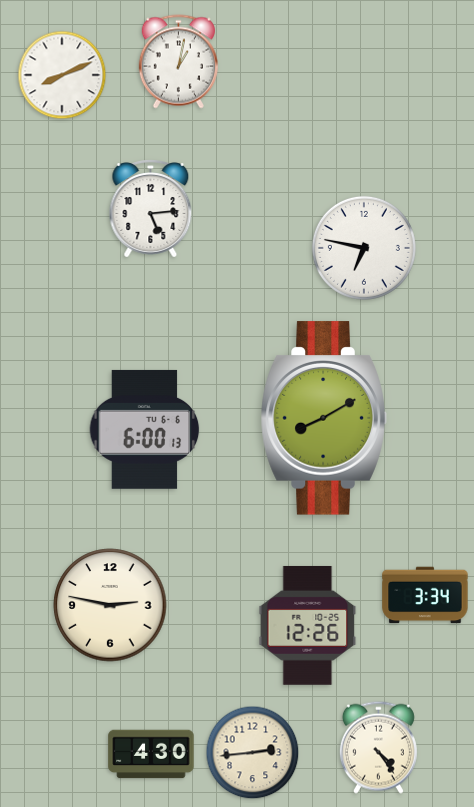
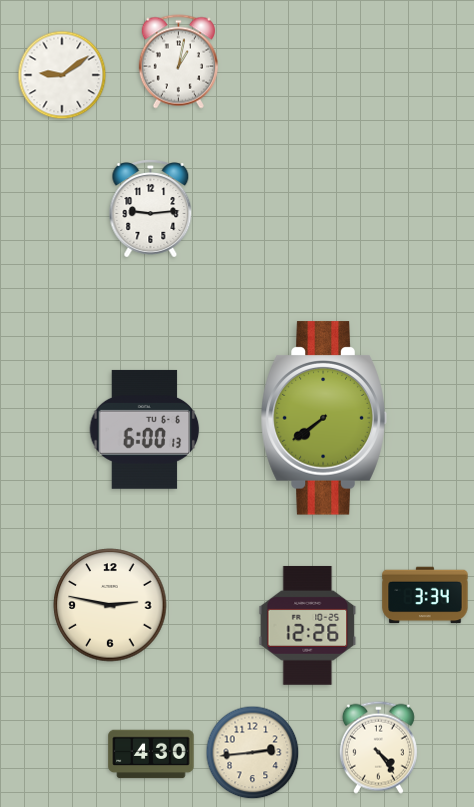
clock at (62, 75): 8:11 -> 9:09
clock at (151, 209): 5:14 -> 9:14
clock at (364, 248): 6:47 -> none
clock at (324, 418): 8:10 -> 7:39
